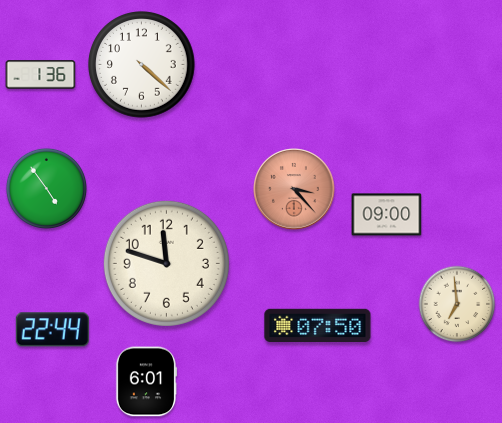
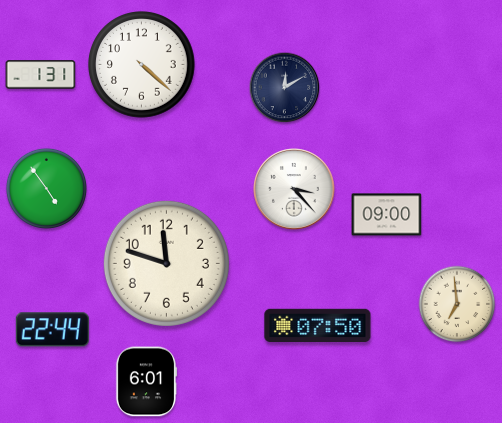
clock at (41, 75): 1:36 -> 1:31
clock at (285, 88): none -> 12:10
clock at (294, 189) dial: salmon -> white
